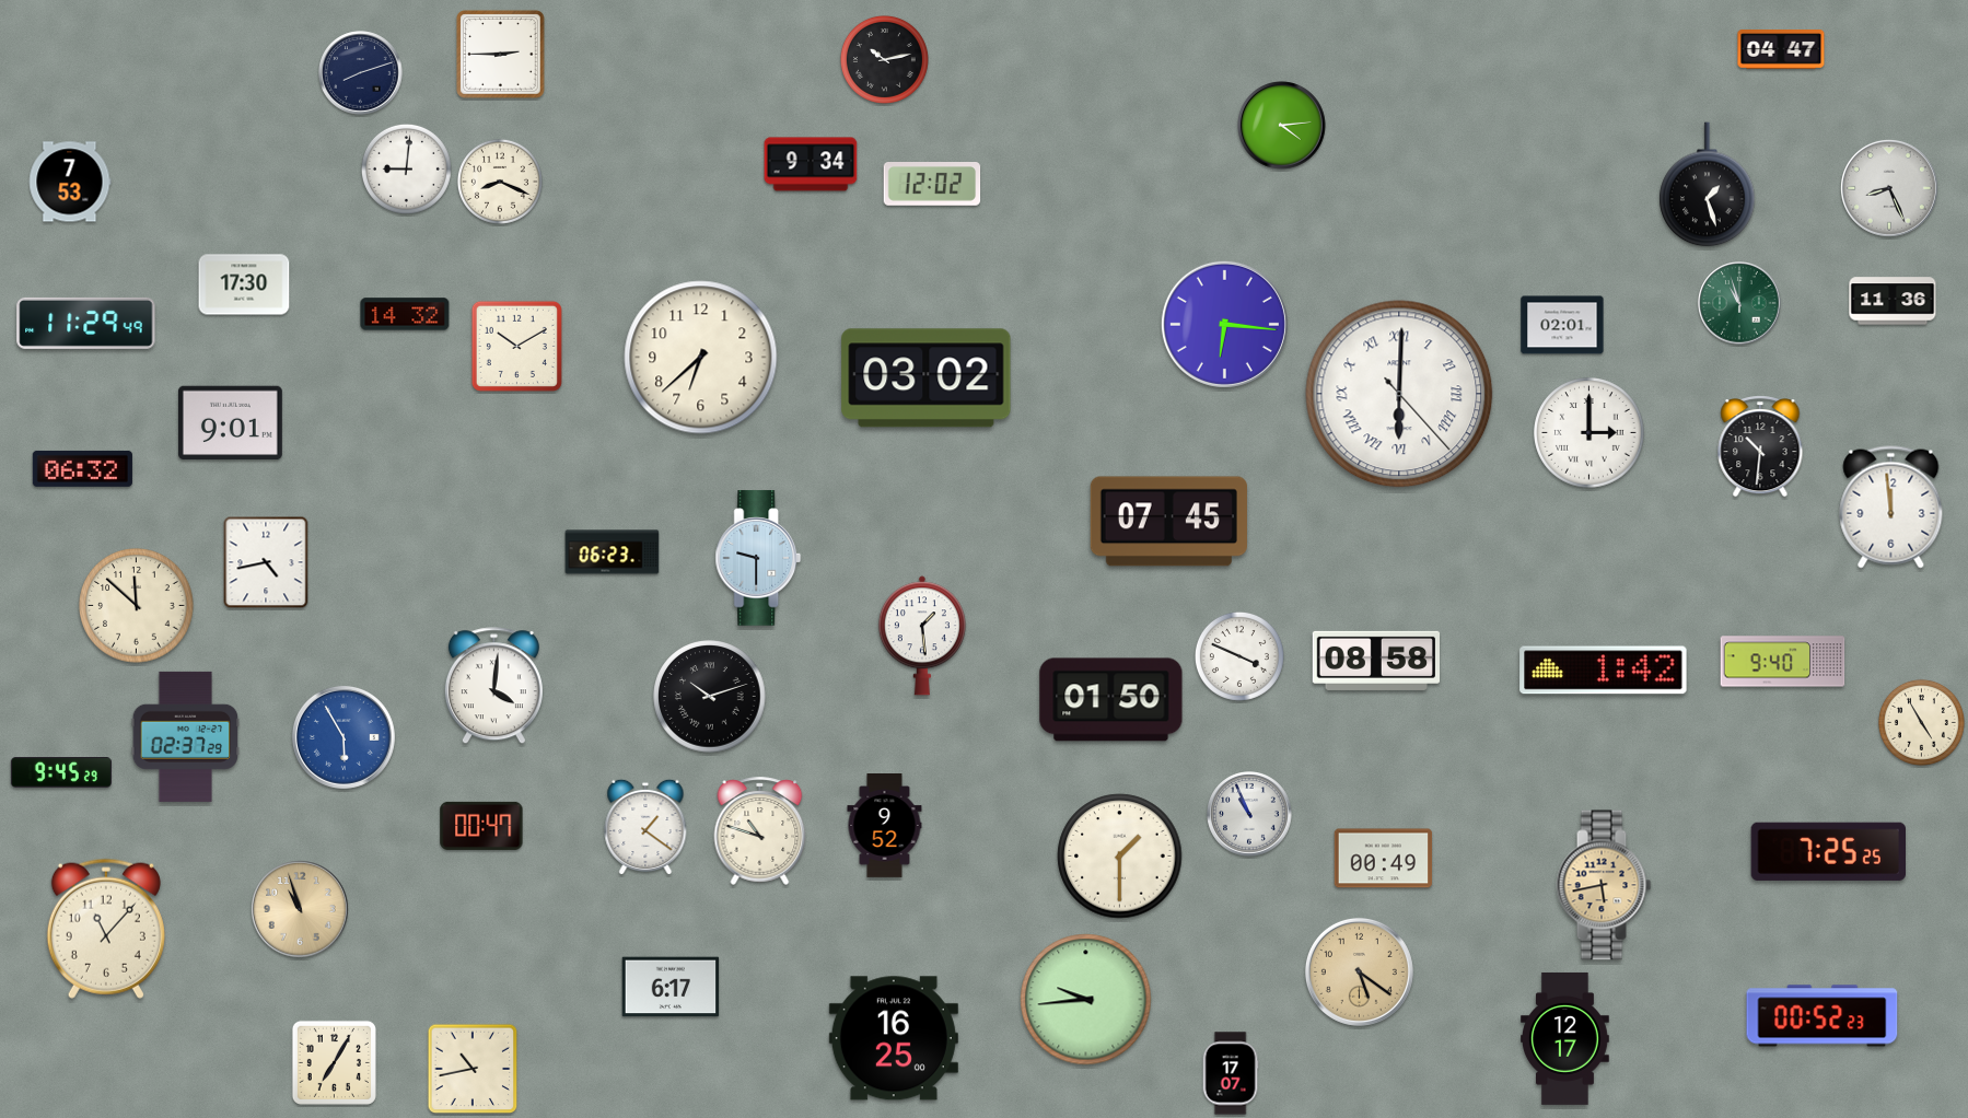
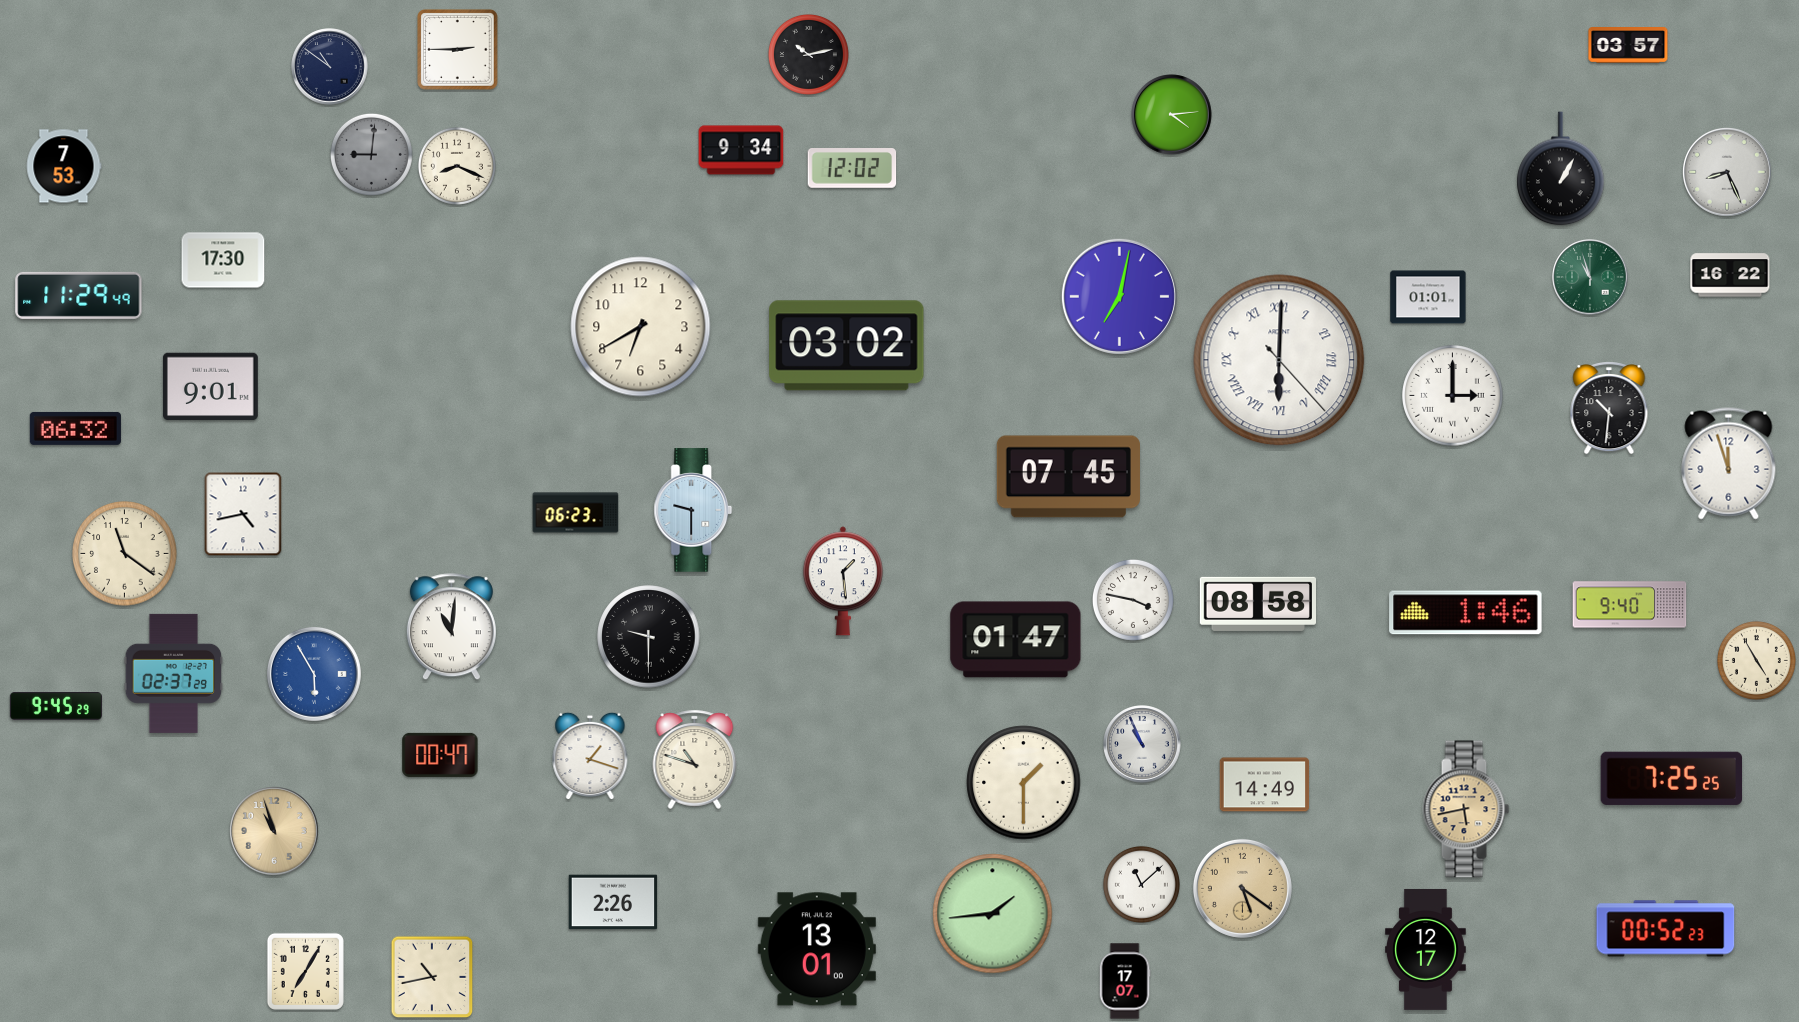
clock at (1781, 50): 04:47 -> 03:57
clock at (361, 73): 8:12 -> 10:51
clock at (406, 168) dial: white -> grey
clock at (1708, 185): 1:27 -> 1:05
clock at (1893, 301): 11:36 -> 16:22
clock at (405, 314): 14:32 -> none
clock at (1224, 324): 6:16 -> 7:02
clock at (1562, 325): 02:01 -> 01:01
clock at (516, 346): 10:10 -> none
clock at (701, 358): 6:38 -> 6:40
clock at (1891, 508): 11:59 -> 11:57
clock at (613, 552) position: (613, 552) -> (576, 513)
clock at (137, 606): 11:52 -> 11:21
clock at (1239, 656): 3:49 -> 3:47
clock at (1604, 671): 1:42 -> 1:46
clock at (493, 686): 4:01 -> 11:01
clock at (710, 697): 10:12 -> 9:30
clock at (1111, 700): 01:50 -> 01:47
clock at (186, 736) position: (186, 736) -> (174, 673)
clock at (885, 826): 9:52 -> none
clock at (645, 827): 1:21 -> 1:18
clock at (1384, 859): 00:49 -> 14:49
clock at (106, 929): 11:07 -> none
clock at (1141, 884): none -> 11:08
clock at (671, 987): 6:17 -> 2:26
clock at (1086, 1000): 9:44 -> 1:44
clock at (894, 1038): 16:25 -> 13:01
clock at (1565, 1038) position: (1565, 1038) -> (1426, 949)
